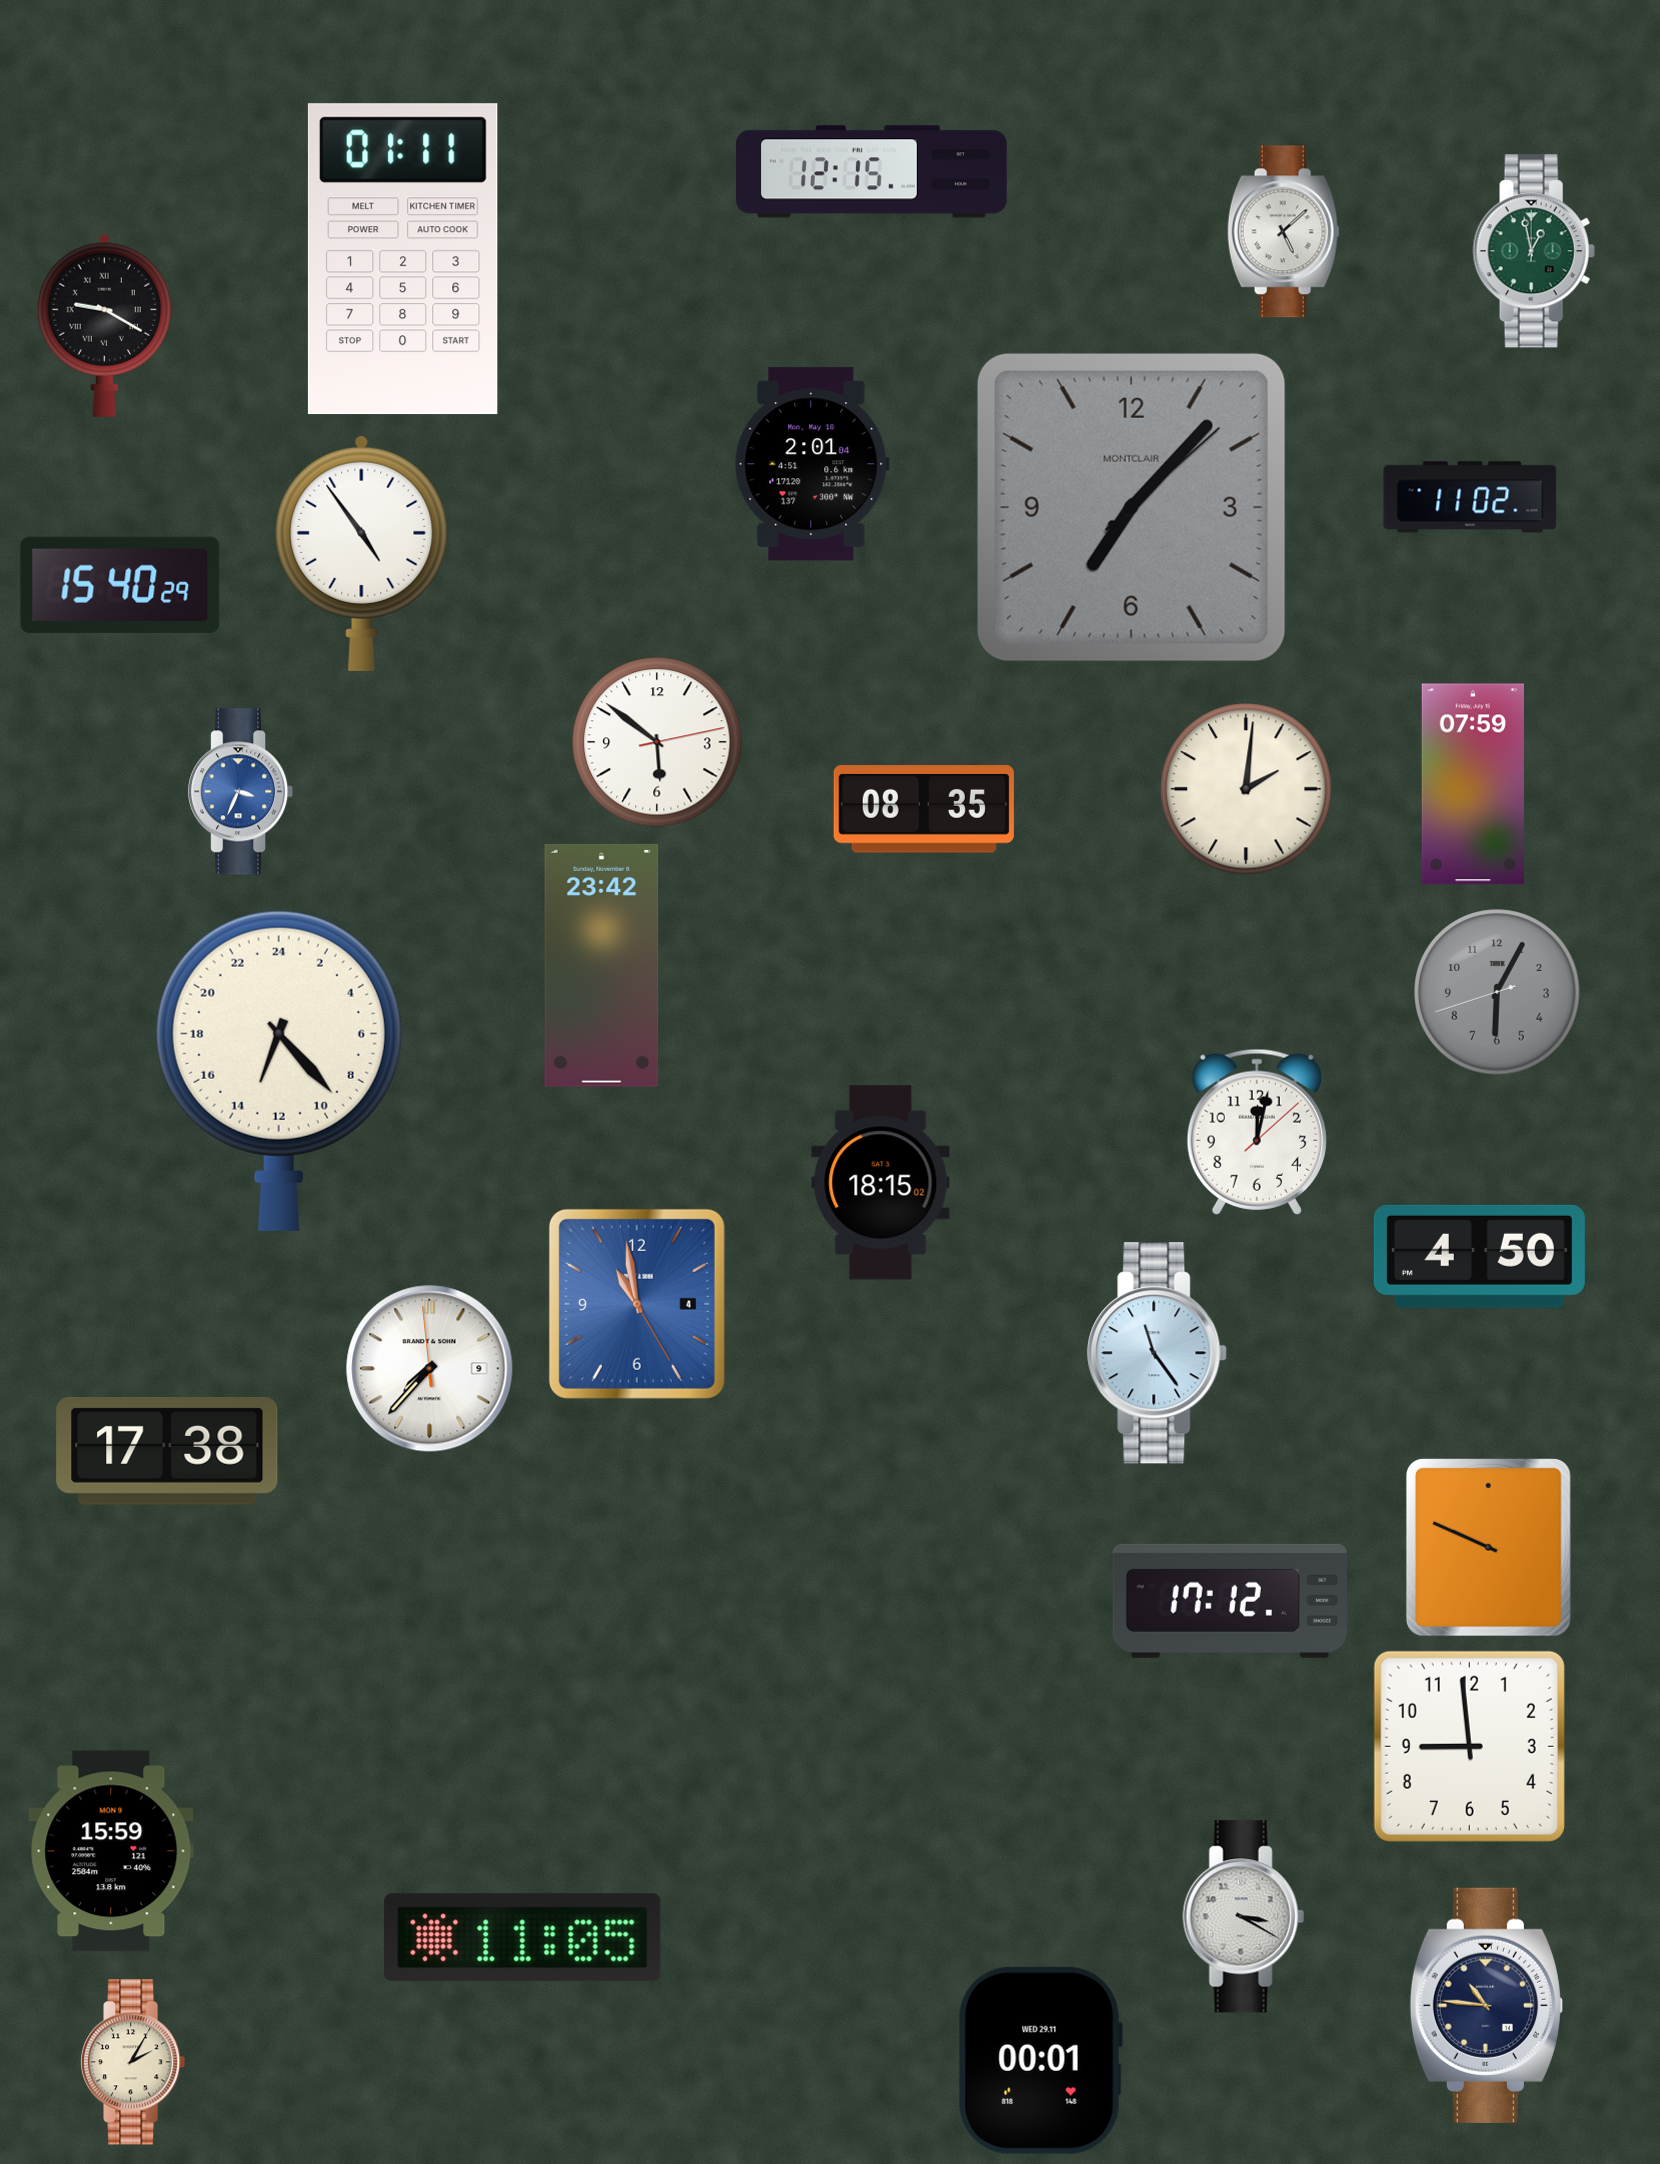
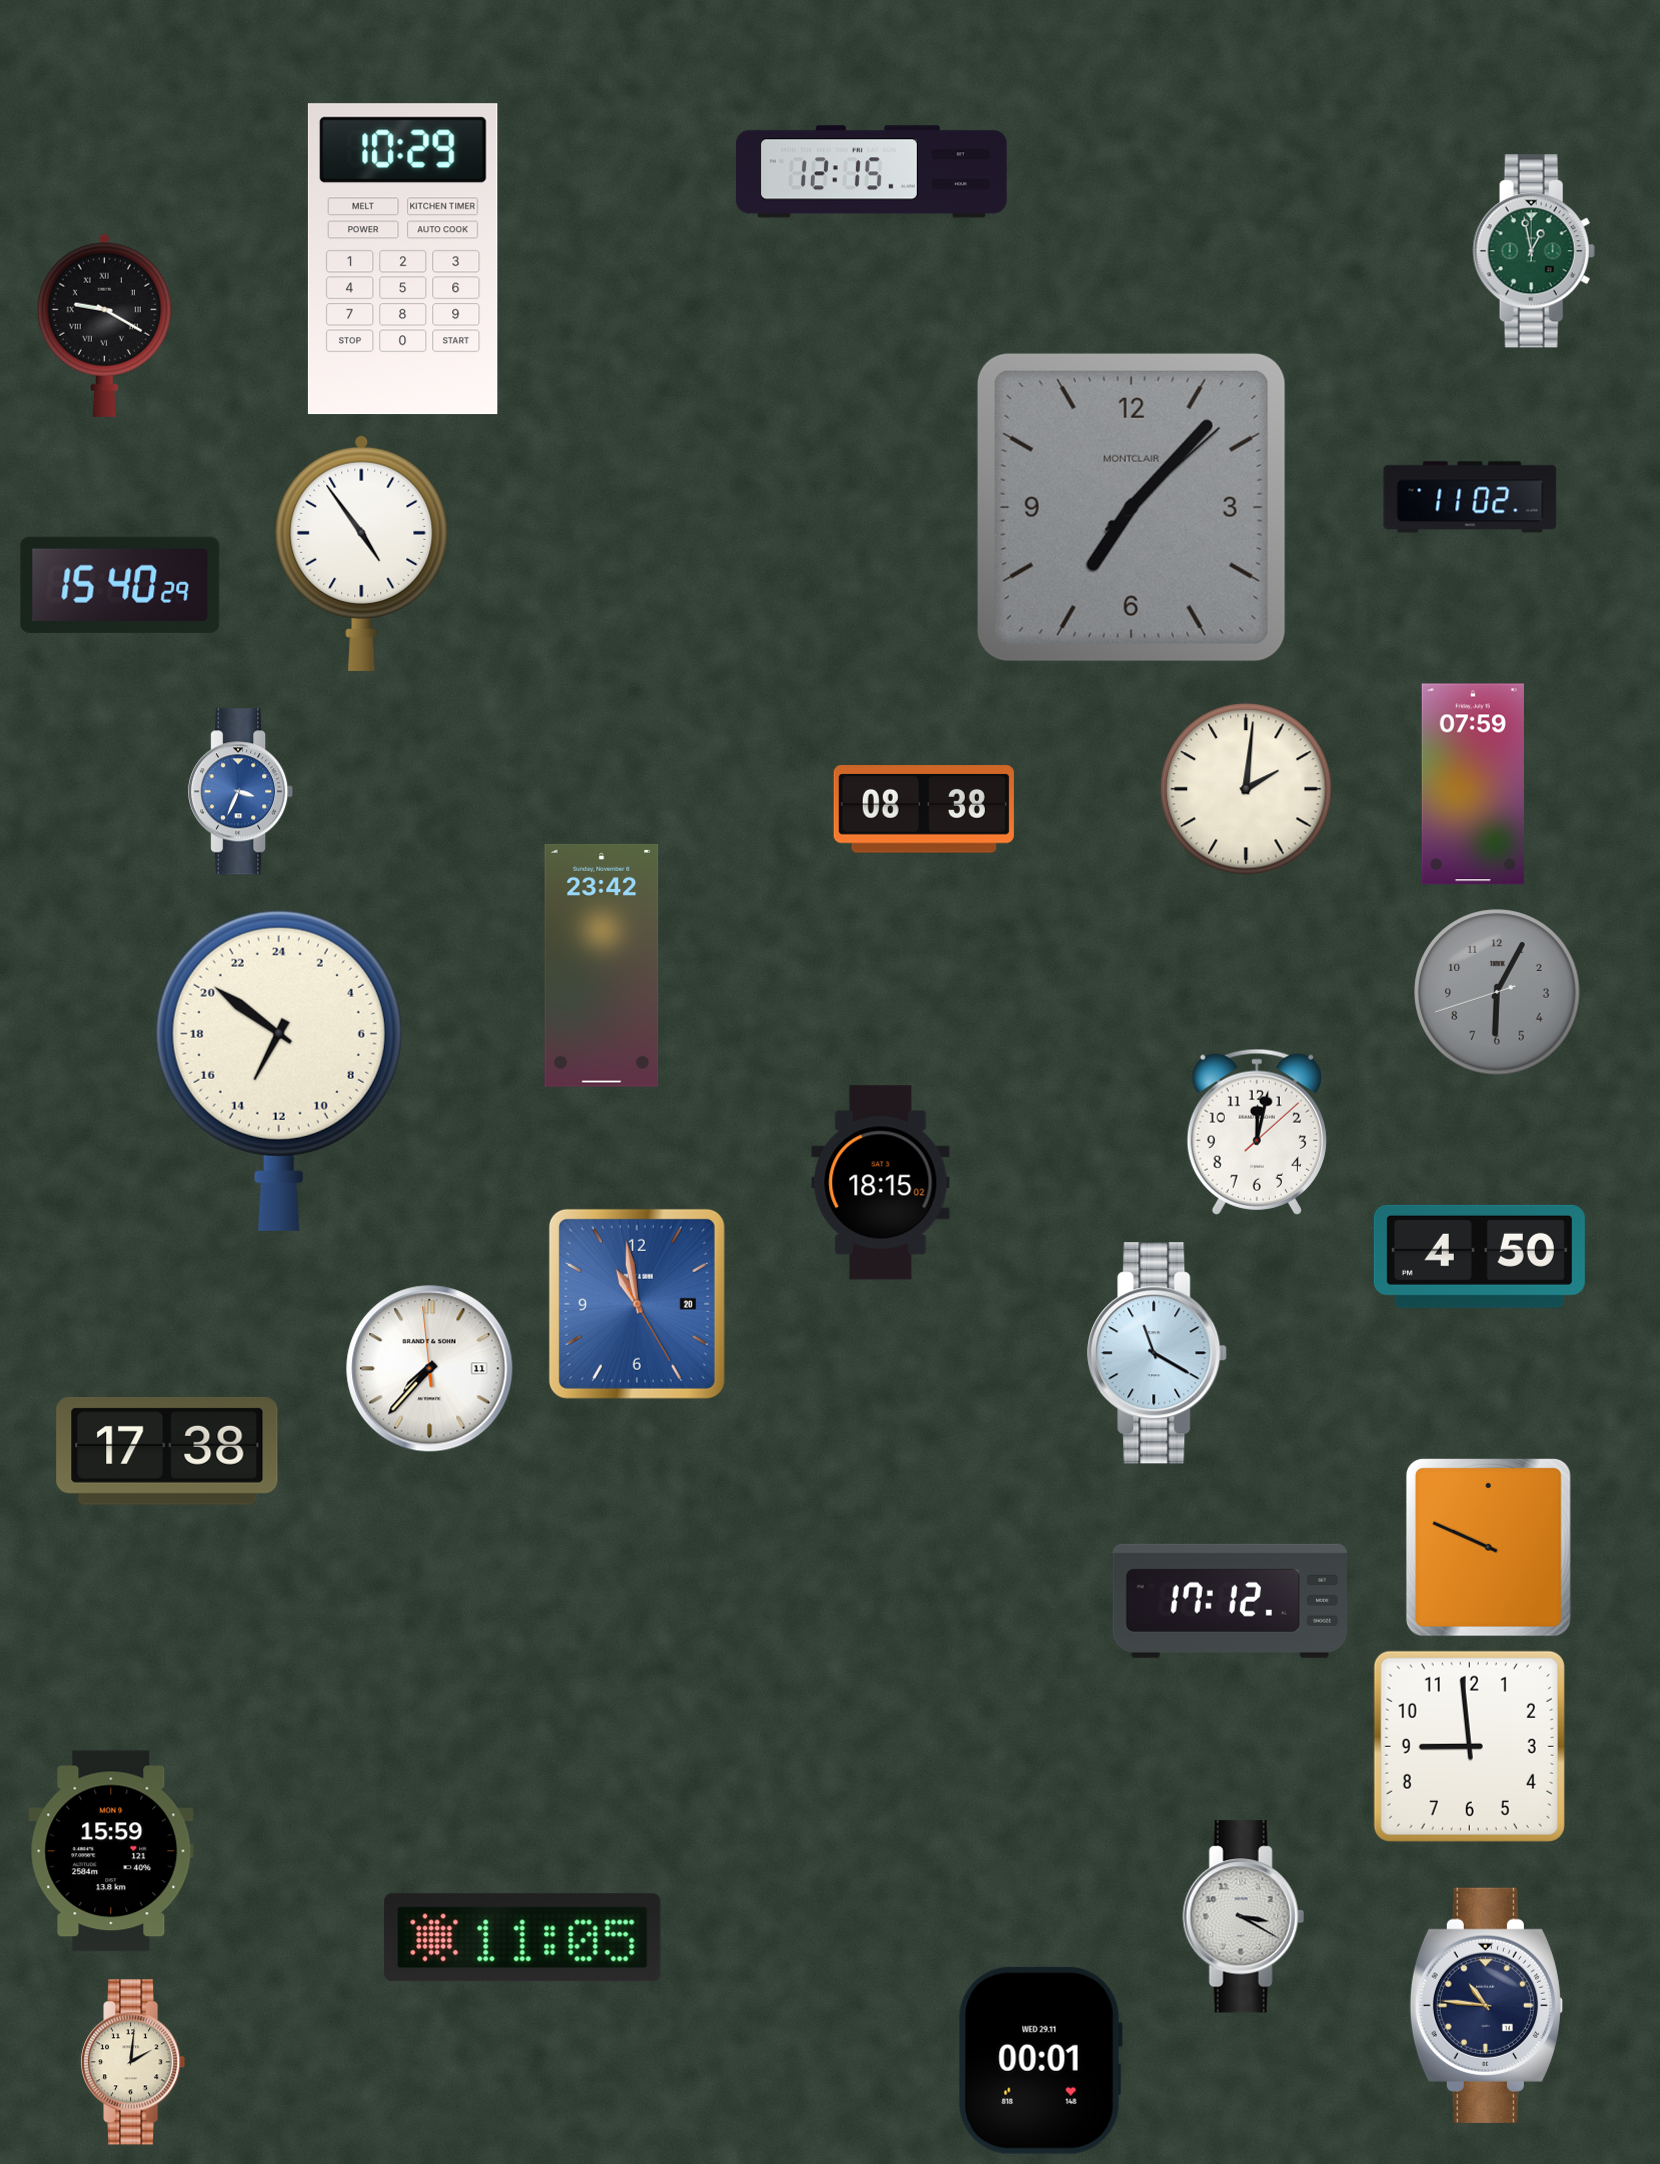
clock at (1283, 232): 5:08 -> none
clock at (403, 259): 01:11 -> 10:29
clock at (812, 464): 2:01 -> none
clock at (657, 742): 5:51 -> none
clock at (924, 809): 08:35 -> 08:38
clock at (279, 1070): 13:23 -> 13:51
clock at (637, 1304) date: 4 -> 20
clock at (1158, 1353): 11:24 -> 11:20
clock at (430, 1369) date: 9 -> 11
clock at (134, 2062): 2:05 -> 2:01
